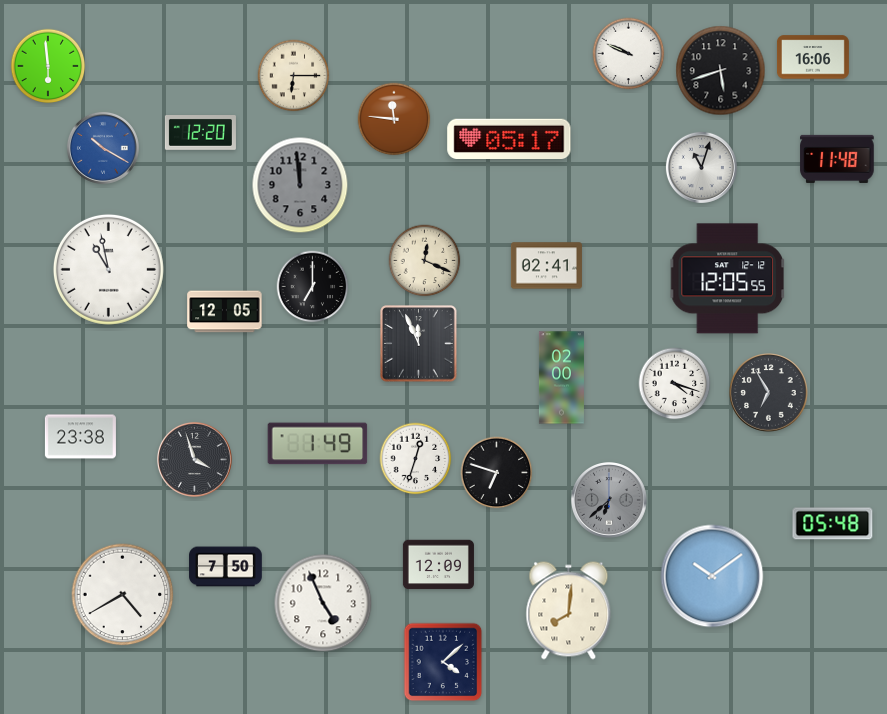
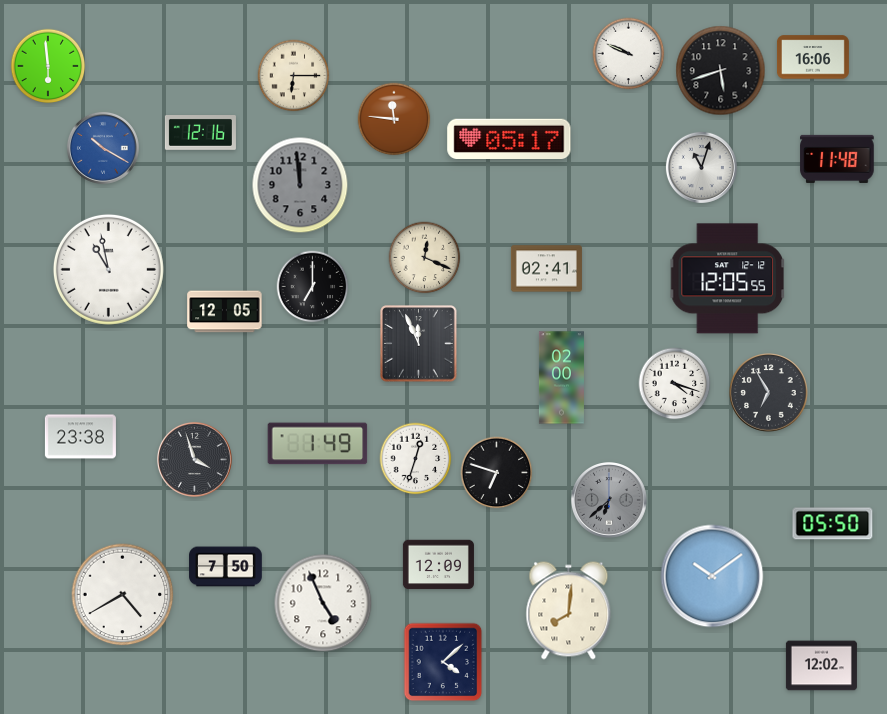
clock at (200, 133): 12:20 -> 12:16
clock at (425, 261) position: (425, 261) -> (425, 258)
clock at (546, 266) position: (546, 266) -> (546, 269)
clock at (833, 524): 05:48 -> 05:50
clock at (821, 666): none -> 12:02
